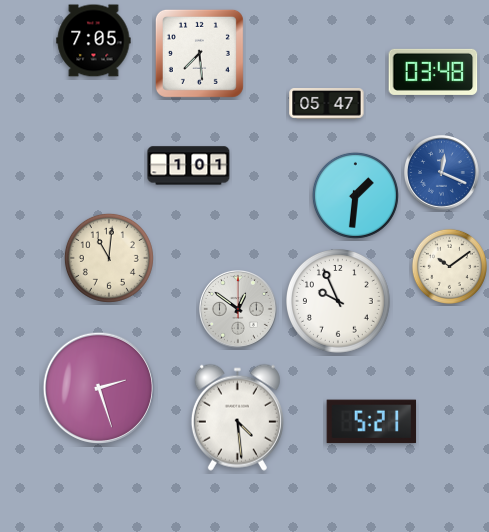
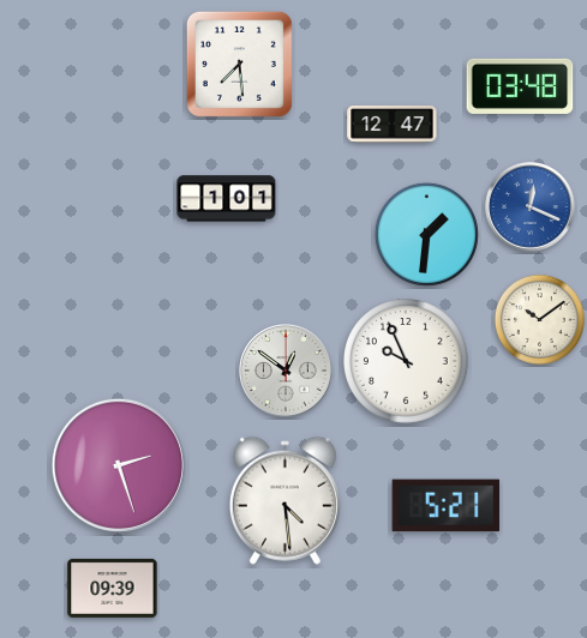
clock at (94, 41): 7:05 -> none
clock at (327, 104): 05:47 -> 12:47
clock at (109, 258): 11:01 -> none
clock at (113, 588): none -> 09:39
